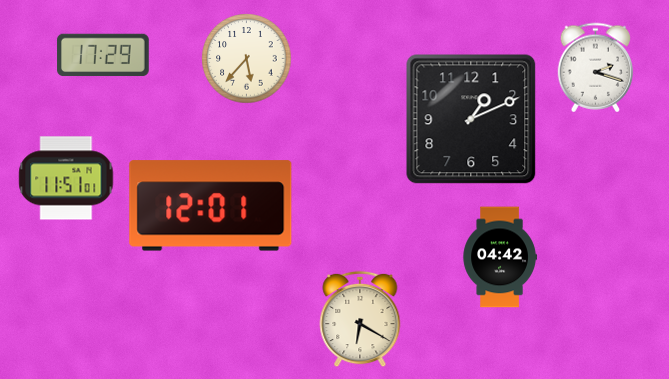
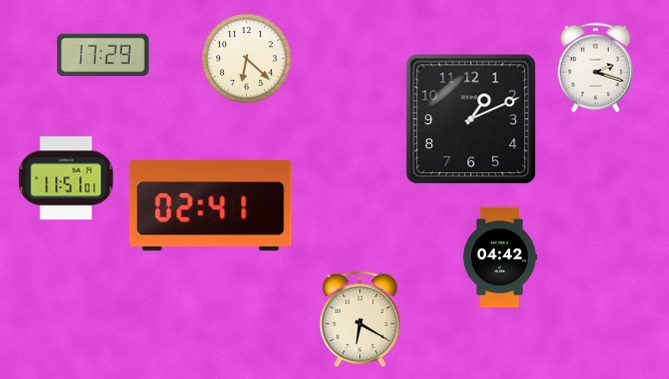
clock at (247, 59): 5:37 -> 6:22
clock at (211, 206): 12:01 -> 02:41
